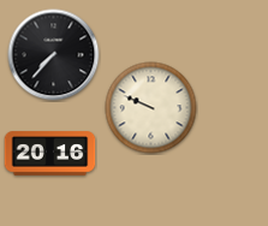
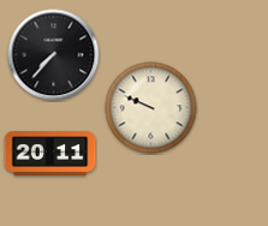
clock at (50, 154): 20:16 -> 20:11
